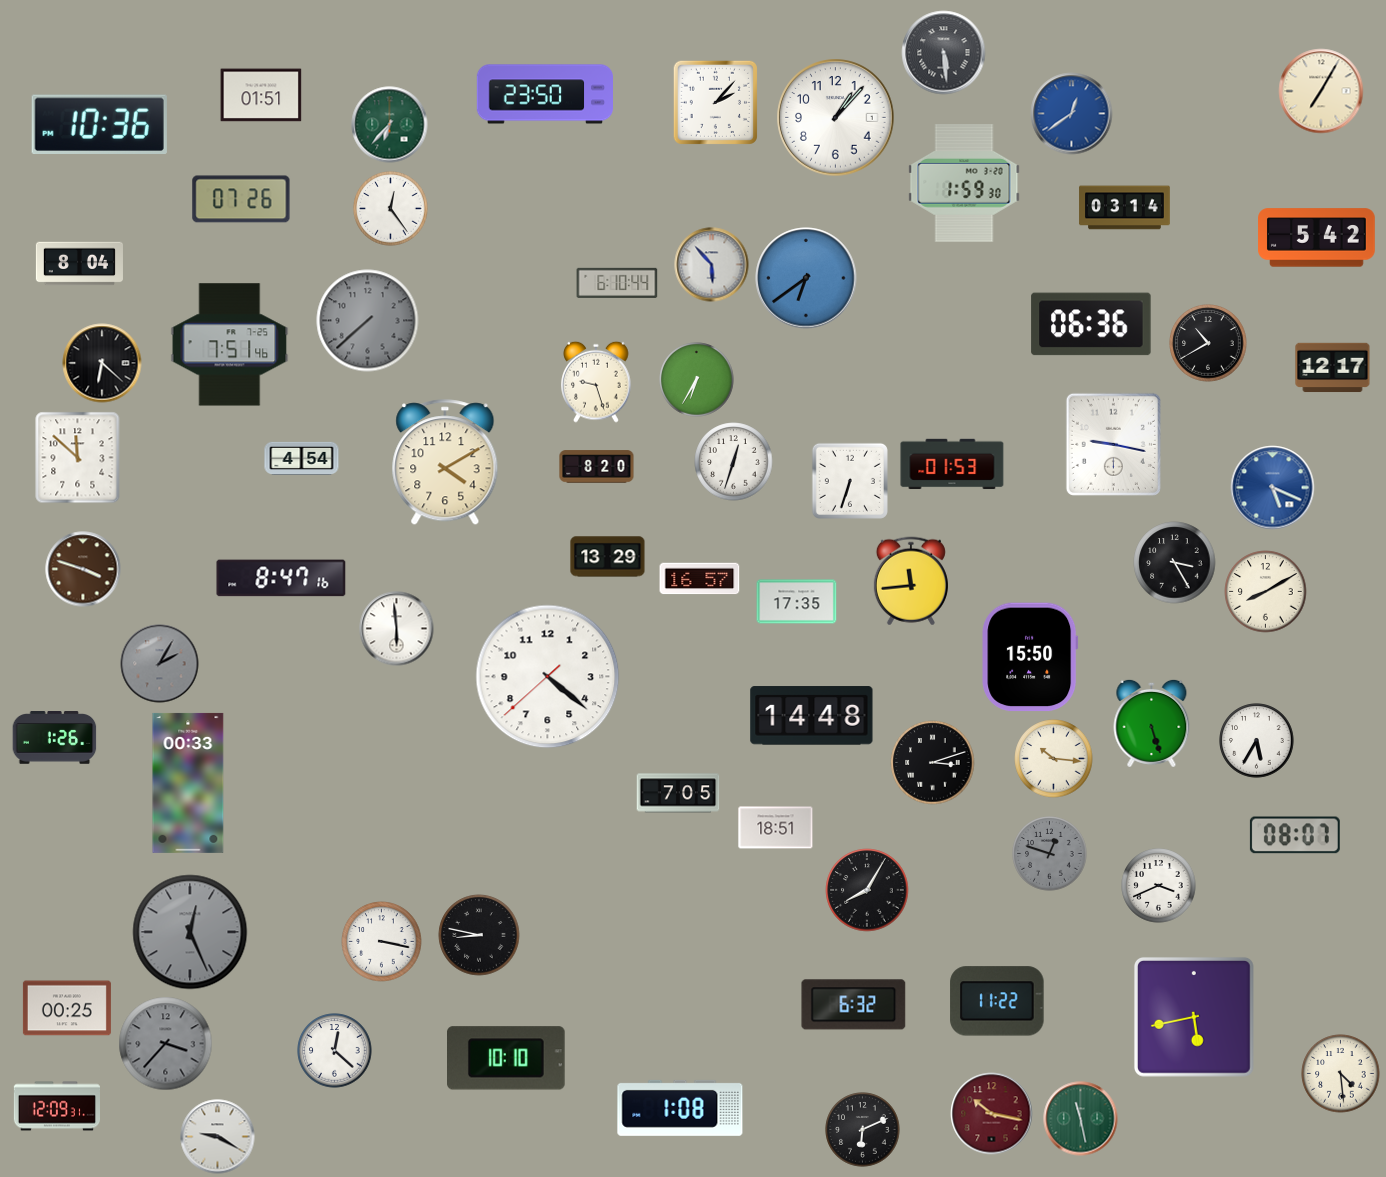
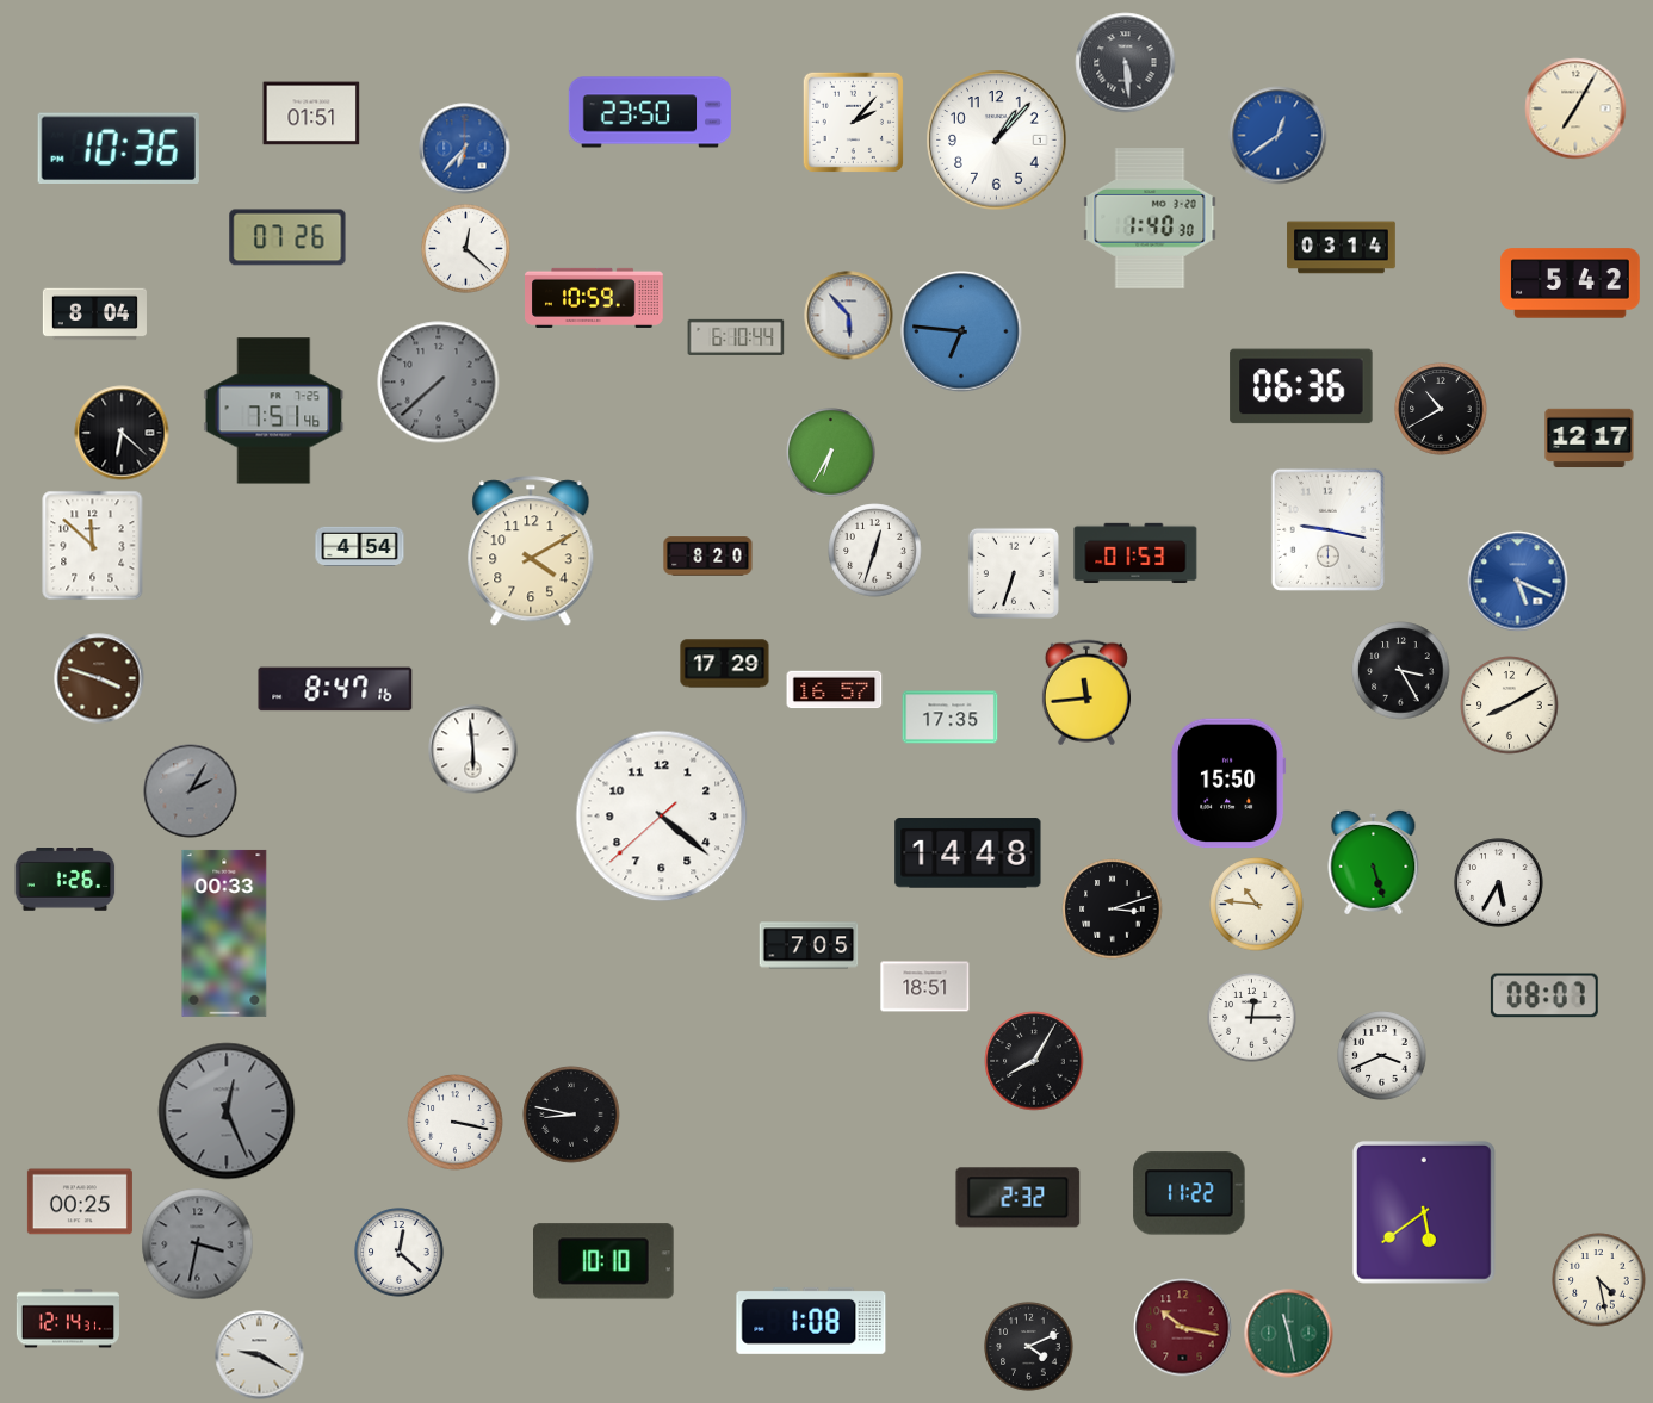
clock at (390, 125) dial: green -> blue
clock at (964, 183): 1:59 -> 1:40
clock at (391, 209): 12:24 -> 12:22
clock at (595, 298): none -> 10:59
clock at (806, 278): 6:39 -> 6:46
clock at (596, 382): 9:27 -> none
clock at (597, 467) position: (597, 467) -> (708, 557)
clock at (608, 557): 13:29 -> 17:29
clock at (548, 677) position: (548, 677) -> (662, 817)
clock at (1054, 759): 10:16 -> 10:46
clock at (1050, 854): 12:48 -> 12:15
clock at (1050, 854) dial: grey -> white
clock at (854, 1005): 6:32 -> 2:32
clock at (1194, 1017): 5:43 -> 5:39
clock at (166, 1044): 3:37 -> 3:32
clock at (1341, 1074): 4:29 -> 4:28
clock at (56, 1106): 12:09 -> 12:14
clock at (863, 1130): 6:11 -> 4:11
